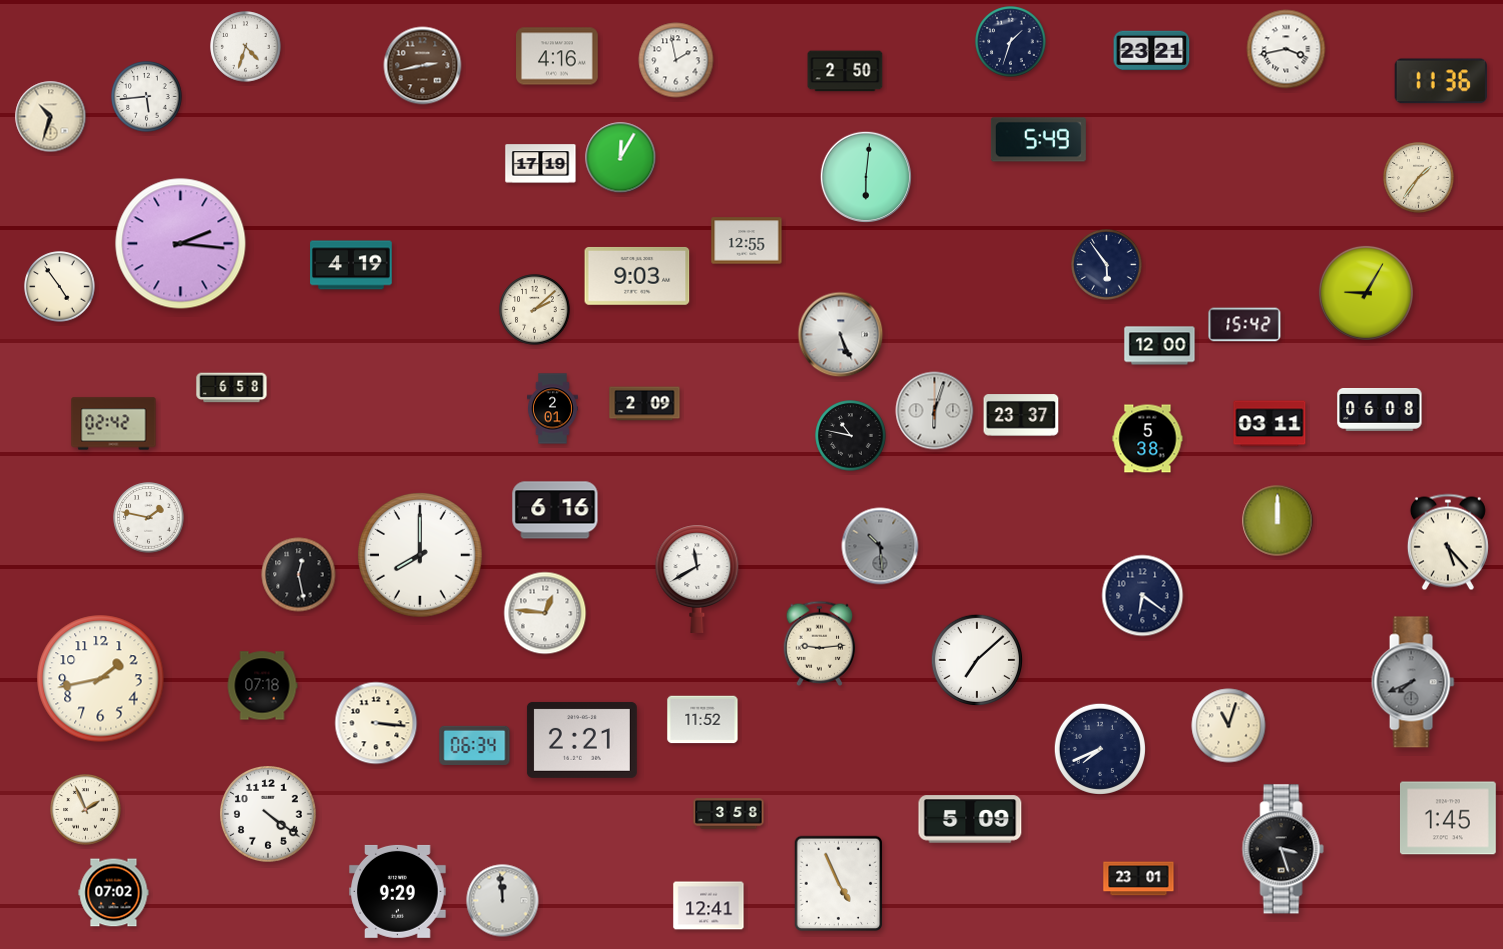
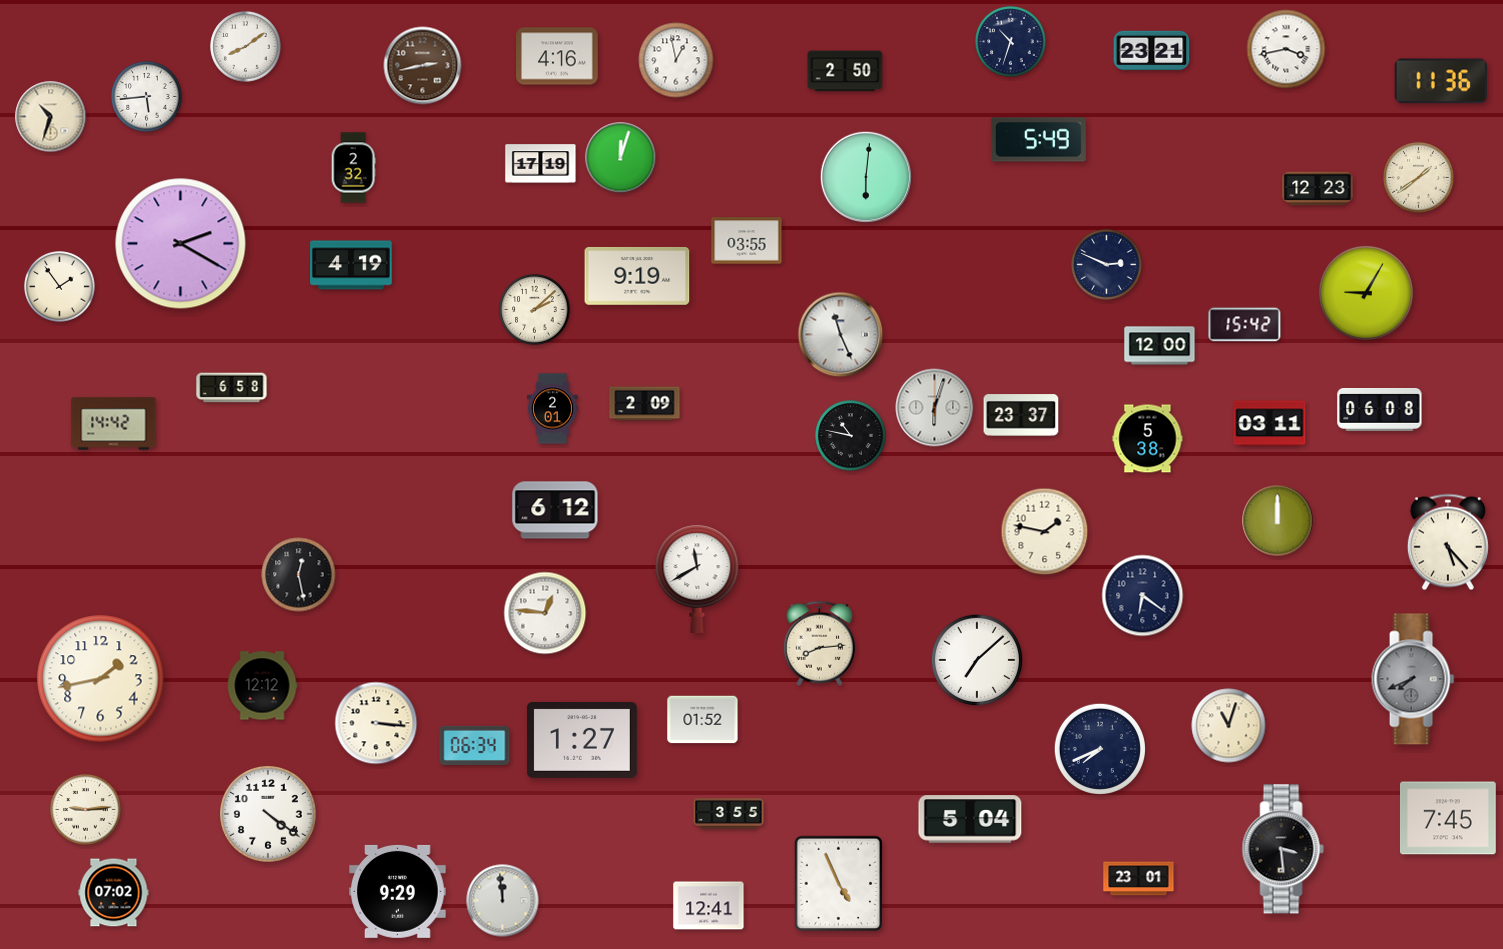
clock at (1011, 42): 1:33 -> 10:33
clock at (246, 47): 4:33 -> 8:09
clock at (676, 60): 1:58 -> 12:58
clock at (621, 158): 12:05 -> 12:03
clock at (353, 168): none -> 2:32
clock at (1419, 178): 1:36 -> 1:39
clock at (1318, 189): none -> 12:23
clock at (747, 241): 12:55 -> 03:55
clock at (181, 244): 2:16 -> 2:20
clock at (1107, 265): 5:54 -> 2:49
clock at (637, 276): 9:03 -> 9:19
clock at (60, 287): 4:54 -> 1:54
clock at (841, 335): 5:26 -> 11:26
clock at (935, 411) position: (935, 411) -> (935, 408)
clock at (114, 424): 02:42 -> 14:42
clock at (555, 510): 6:16 -> 6:12
clock at (149, 518): 1:47 -> none
clock at (1045, 532): none -> 1:47
clock at (880, 546): 10:29 -> none
clock at (420, 555): 8:00 -> none
clock at (820, 643): 9:14 -> 8:14
clock at (1413, 682) position: (1413, 682) -> (1413, 679)
clock at (262, 686): 07:18 -> 12:12
clock at (703, 720): 11:52 -> 01:52
clock at (582, 740): 2:21 -> 1:27
clock at (86, 810): 1:56 -> 9:14
clock at (729, 814): 3:58 -> 3:55
clock at (1448, 818): 1:45 -> 7:45
clock at (970, 819): 5:09 -> 5:04
clock at (1283, 849): 3:27 -> 3:29
